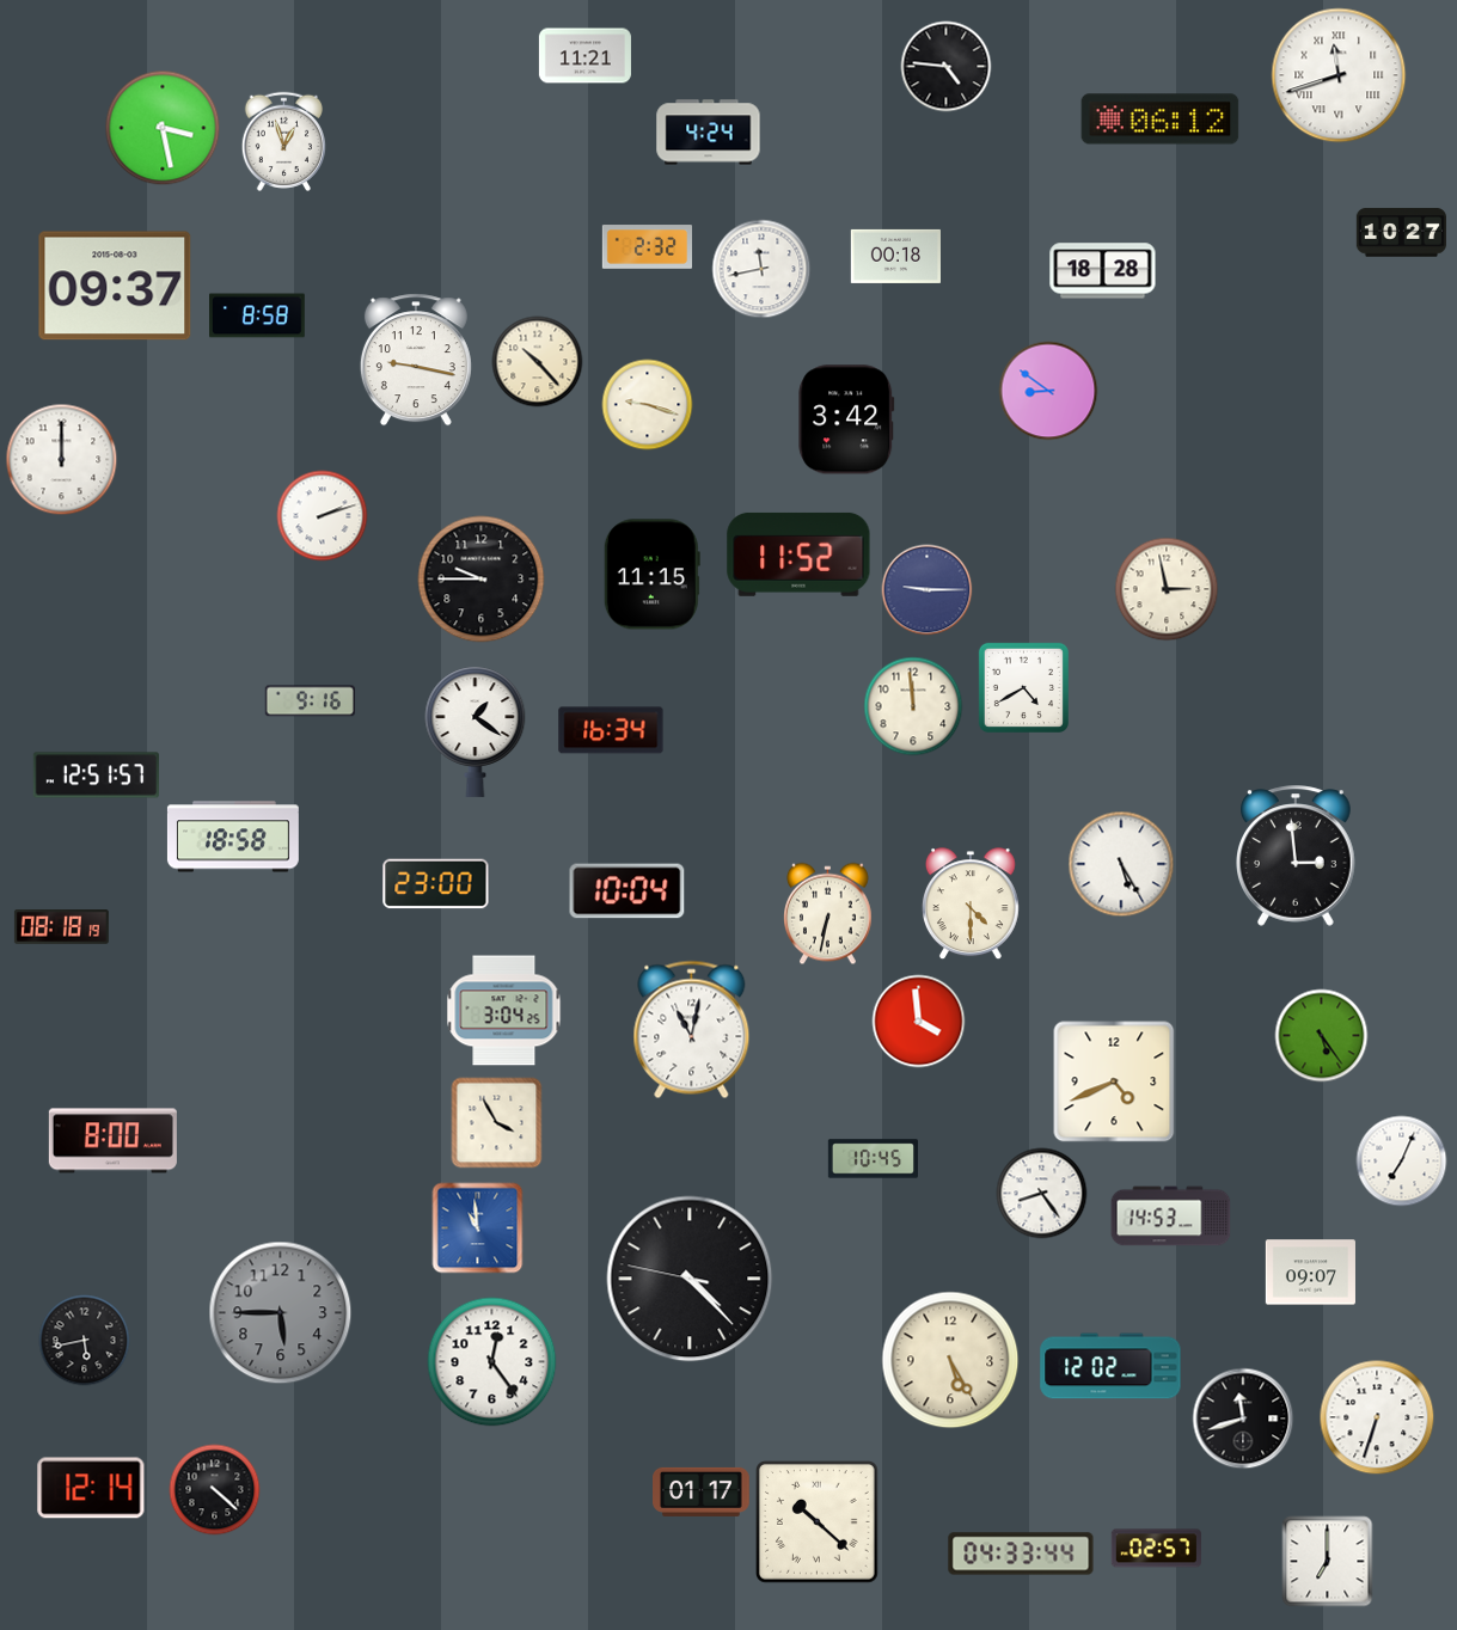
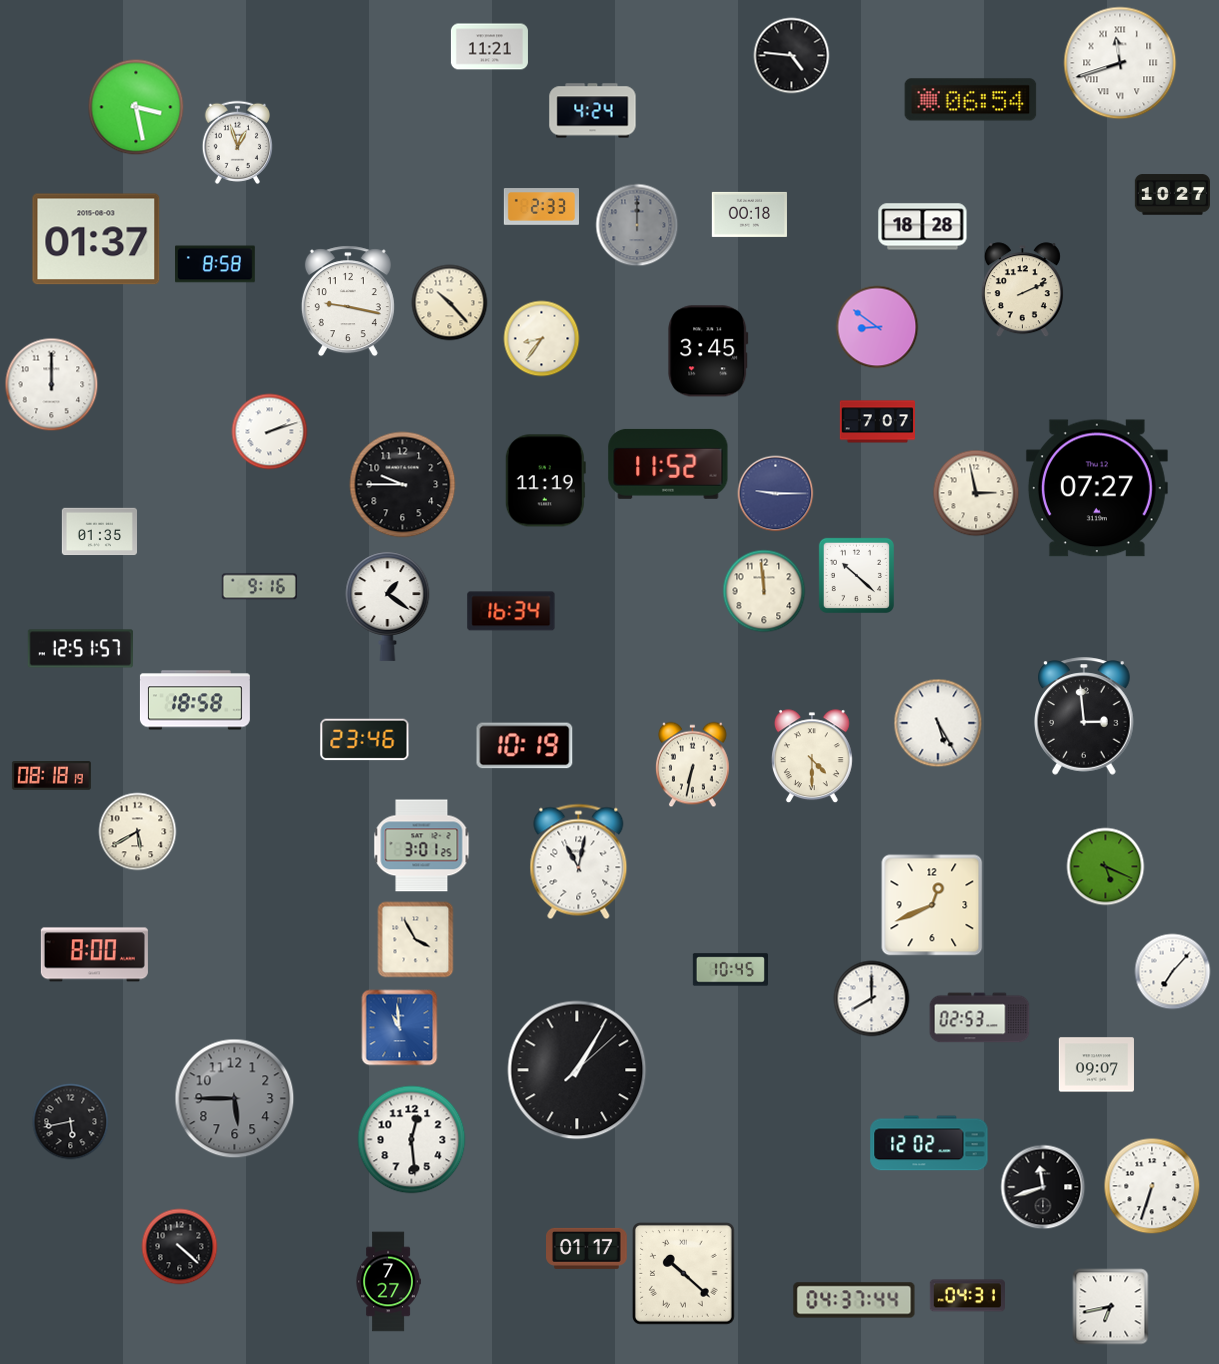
clock at (1161, 120): 06:12 -> 06:54
clock at (283, 141) position: (283, 141) -> (237, 142)
clock at (647, 247): 2:32 -> 2:33
clock at (761, 269): 11:43 -> 12:00
clock at (761, 269) dial: white -> grey
clock at (115, 286): 09:37 -> 01:37
clock at (1022, 290): none -> 2:11
clock at (648, 405): 9:18 -> 8:36
clock at (846, 419): 3:42 -> 3:45
clock at (877, 422): none -> 7:07
clock at (651, 575): 11:15 -> 11:19
clock at (1097, 488): none -> 07:27
clock at (99, 532): none -> 01:35
clock at (1023, 687): 4:40 -> 10:22
clock at (476, 731) position: (476, 731) -> (388, 606)
clock at (436, 884): 23:00 -> 23:46
clock at (628, 891): 10:04 -> 10:19
clock at (138, 832): none -> 5:40
clock at (504, 1011): 3:04 -> 3:01
clock at (919, 1022): 3:59 -> none
clock at (1322, 1036): 5:24 -> 5:19
clock at (1114, 1081): 4:41 -> 12:41
clock at (1402, 1162): 7:04 -> 7:07
clock at (1042, 1194): 8:24 -> 8:00
clock at (1171, 1217): 14:53 -> 02:53
clock at (690, 1279): 4:22 -> 1:05
clock at (950, 1360): 5:25 -> none
clock at (492, 1362): 12:24 -> 12:29
clock at (1243, 1418) position: (1243, 1418) -> (1043, 1187)
clock at (91, 1488): 12:14 -> none
clock at (388, 1282): none -> 7:27
clock at (1156, 1549): 02:57 -> 04:31
clock at (1021, 1554): 04:33 -> 04:37
clock at (1328, 1562): 7:00 -> 6:43
